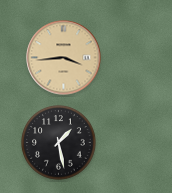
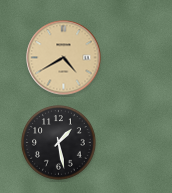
clock at (64, 58): 3:44 -> 4:40
